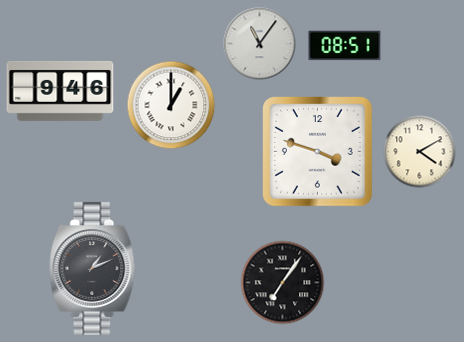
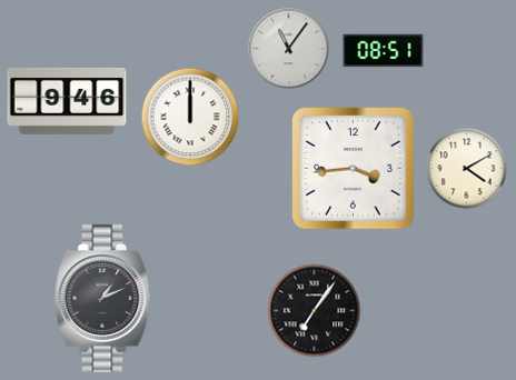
clock at (171, 105): 1:00 -> 12:00
clock at (318, 152): 3:48 -> 3:44
clock at (283, 283) position: (283, 283) -> (315, 311)
